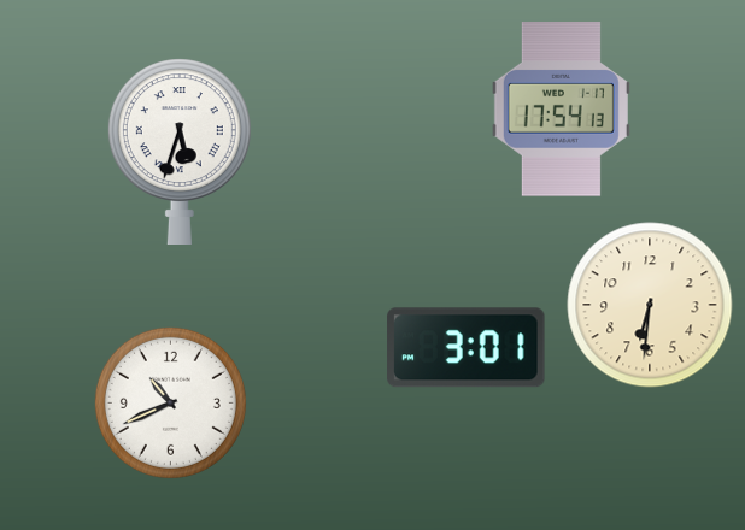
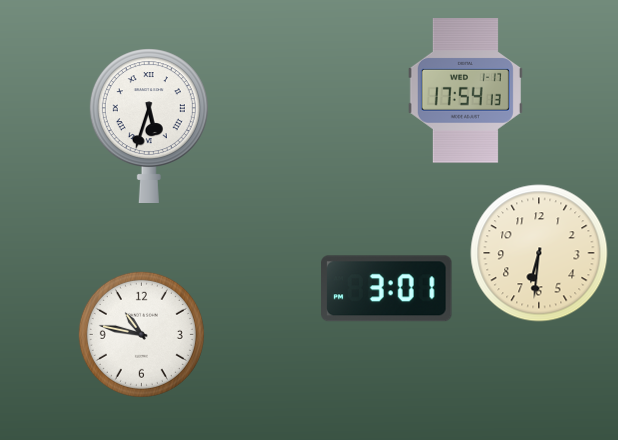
clock at (170, 402): 10:41 -> 10:47
